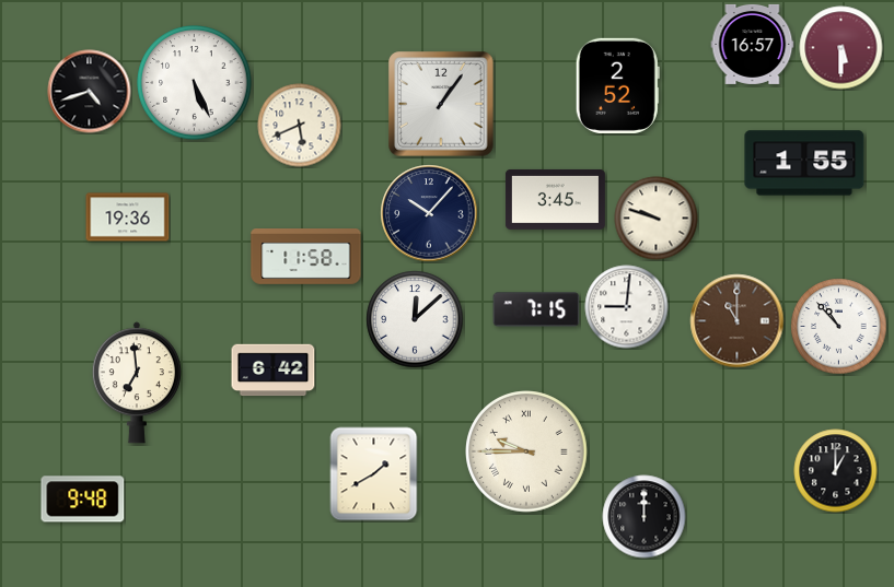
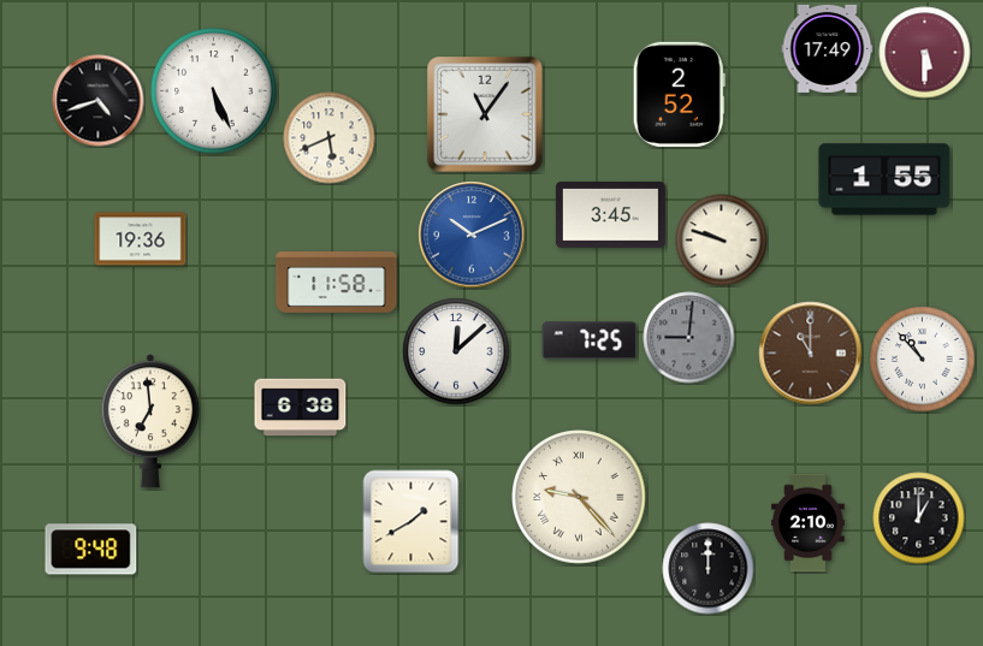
clock at (753, 44): 16:57 -> 17:49
clock at (441, 104): 1:06 -> 11:06
clock at (555, 199) position: (555, 199) -> (610, 214)
clock at (429, 213): 10:07 -> 10:11
clock at (429, 213) dial: navy -> blue
clock at (627, 307) dial: white -> grey
clock at (536, 309): 7:15 -> 7:25
clock at (274, 371): 6:42 -> 6:38
clock at (526, 451): 9:45 -> 9:23
clock at (809, 523): none -> 2:10
